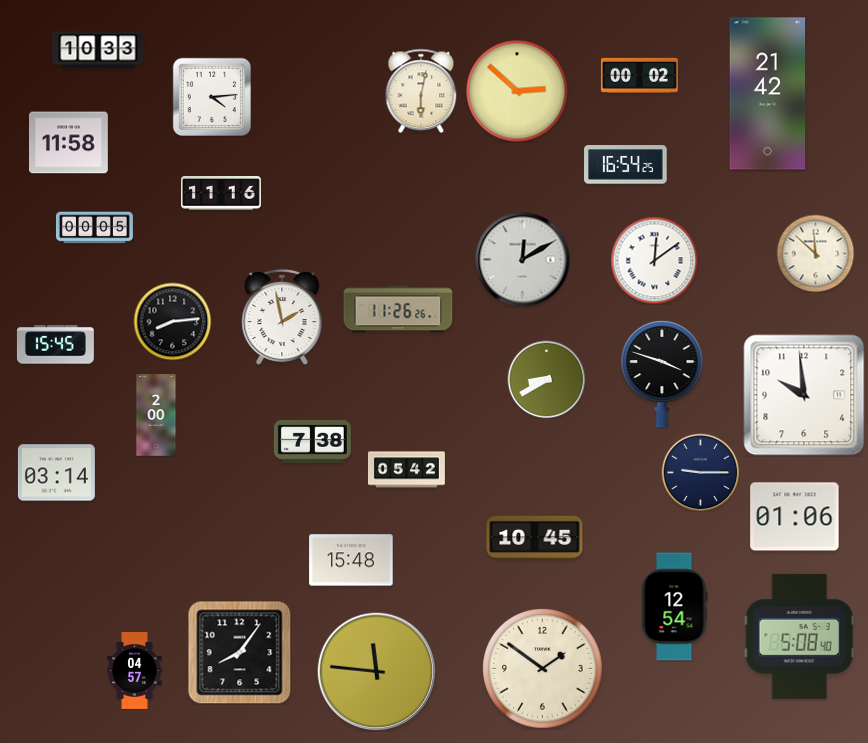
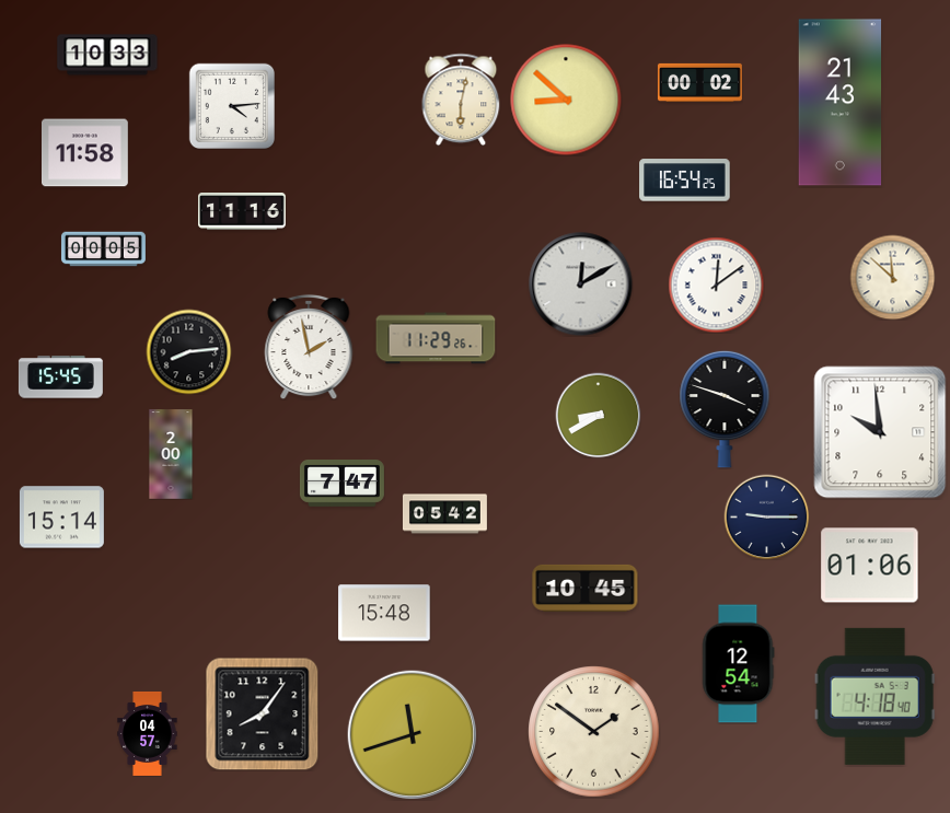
clock at (517, 91): 2:52 -> 8:52
clock at (768, 94): 21:42 -> 21:43
clock at (69, 143) position: (69, 143) -> (85, 153)
clock at (522, 259) position: (522, 259) -> (580, 283)
clock at (398, 309): 11:26 -> 11:29
clock at (312, 442): 7:38 -> 7:47
clock at (56, 473): 03:14 -> 15:14
clock at (799, 636): 5:08 -> 4:18
clock at (376, 671): 11:46 -> 11:42
